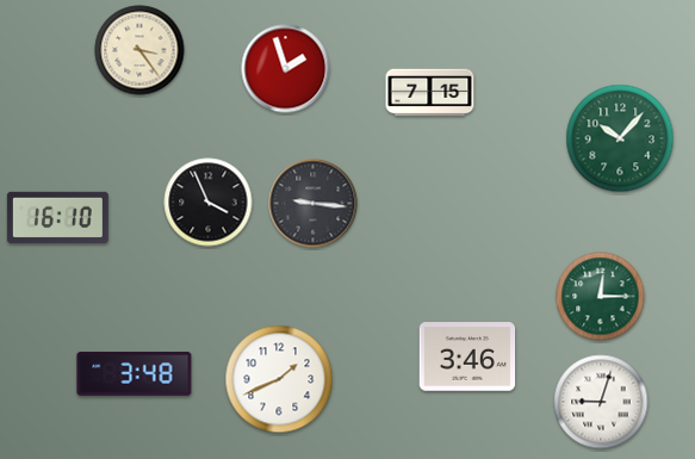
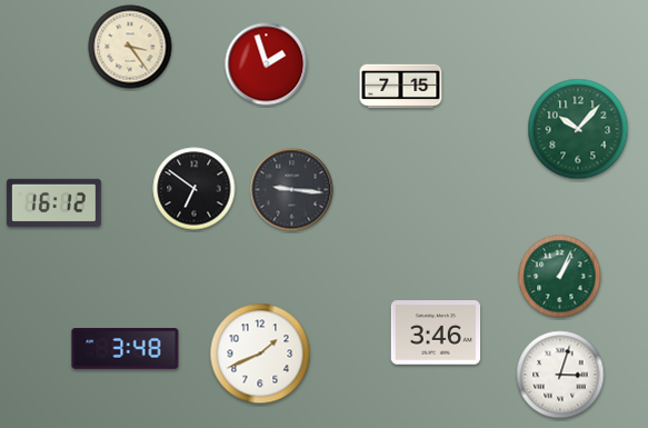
clock at (209, 203): 3:56 -> 6:51
clock at (57, 217): 16:10 -> 16:12
clock at (601, 297): 12:15 -> 1:04
clock at (601, 402): 9:03 -> 3:03
